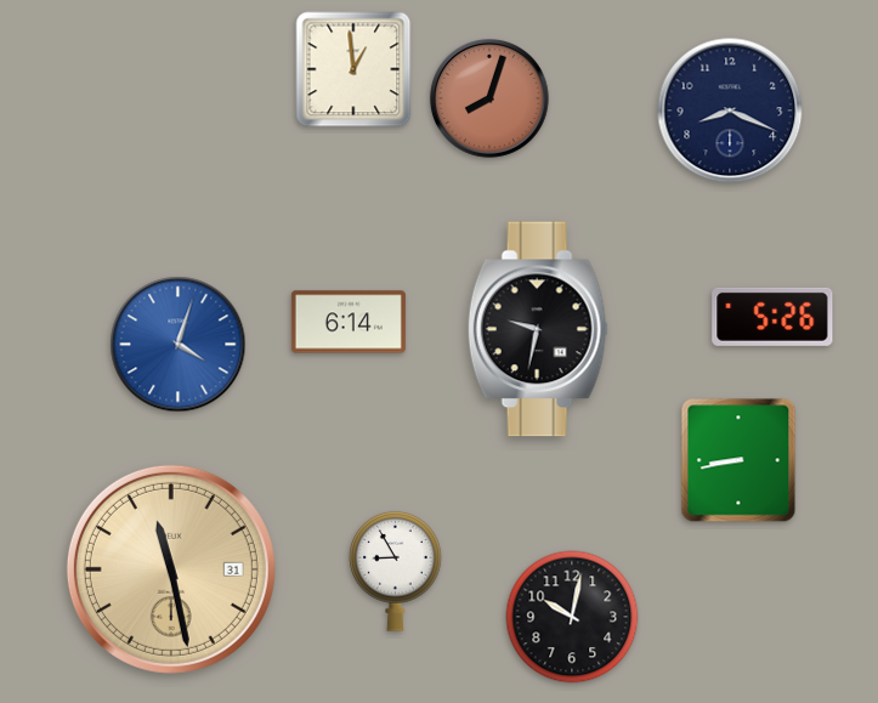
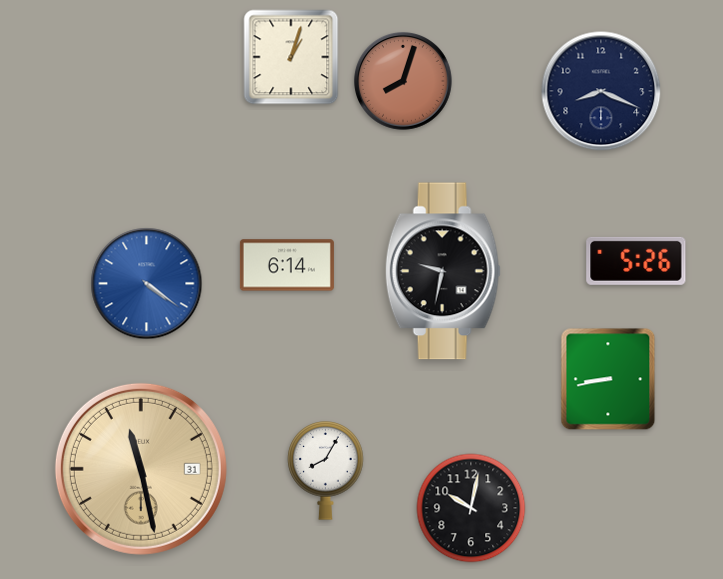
clock at (353, 69): 12:59 -> 1:03
clock at (179, 345): 4:03 -> 4:21
clock at (396, 572): 8:55 -> 8:05
